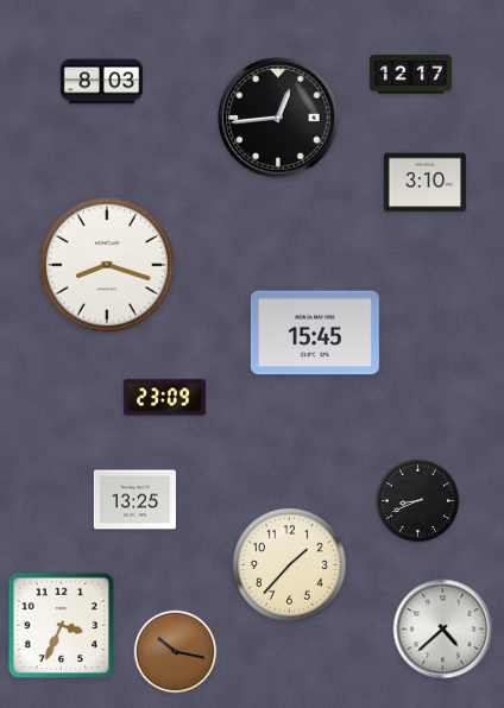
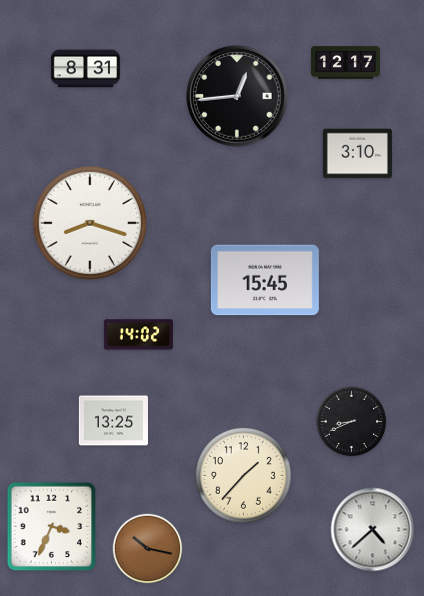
clock at (101, 82): 8:03 -> 8:31
clock at (278, 118) position: (278, 118) -> (237, 96)
clock at (164, 398): 23:09 -> 14:02
